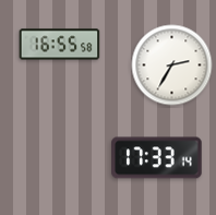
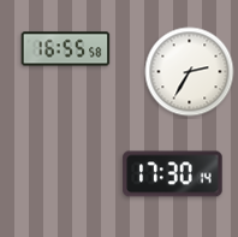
clock at (157, 158): 17:33 -> 17:30
